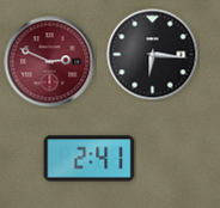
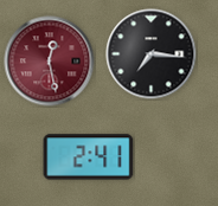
clock at (153, 55): 6:16 -> 7:16
clock at (50, 62): 2:49 -> 12:28
